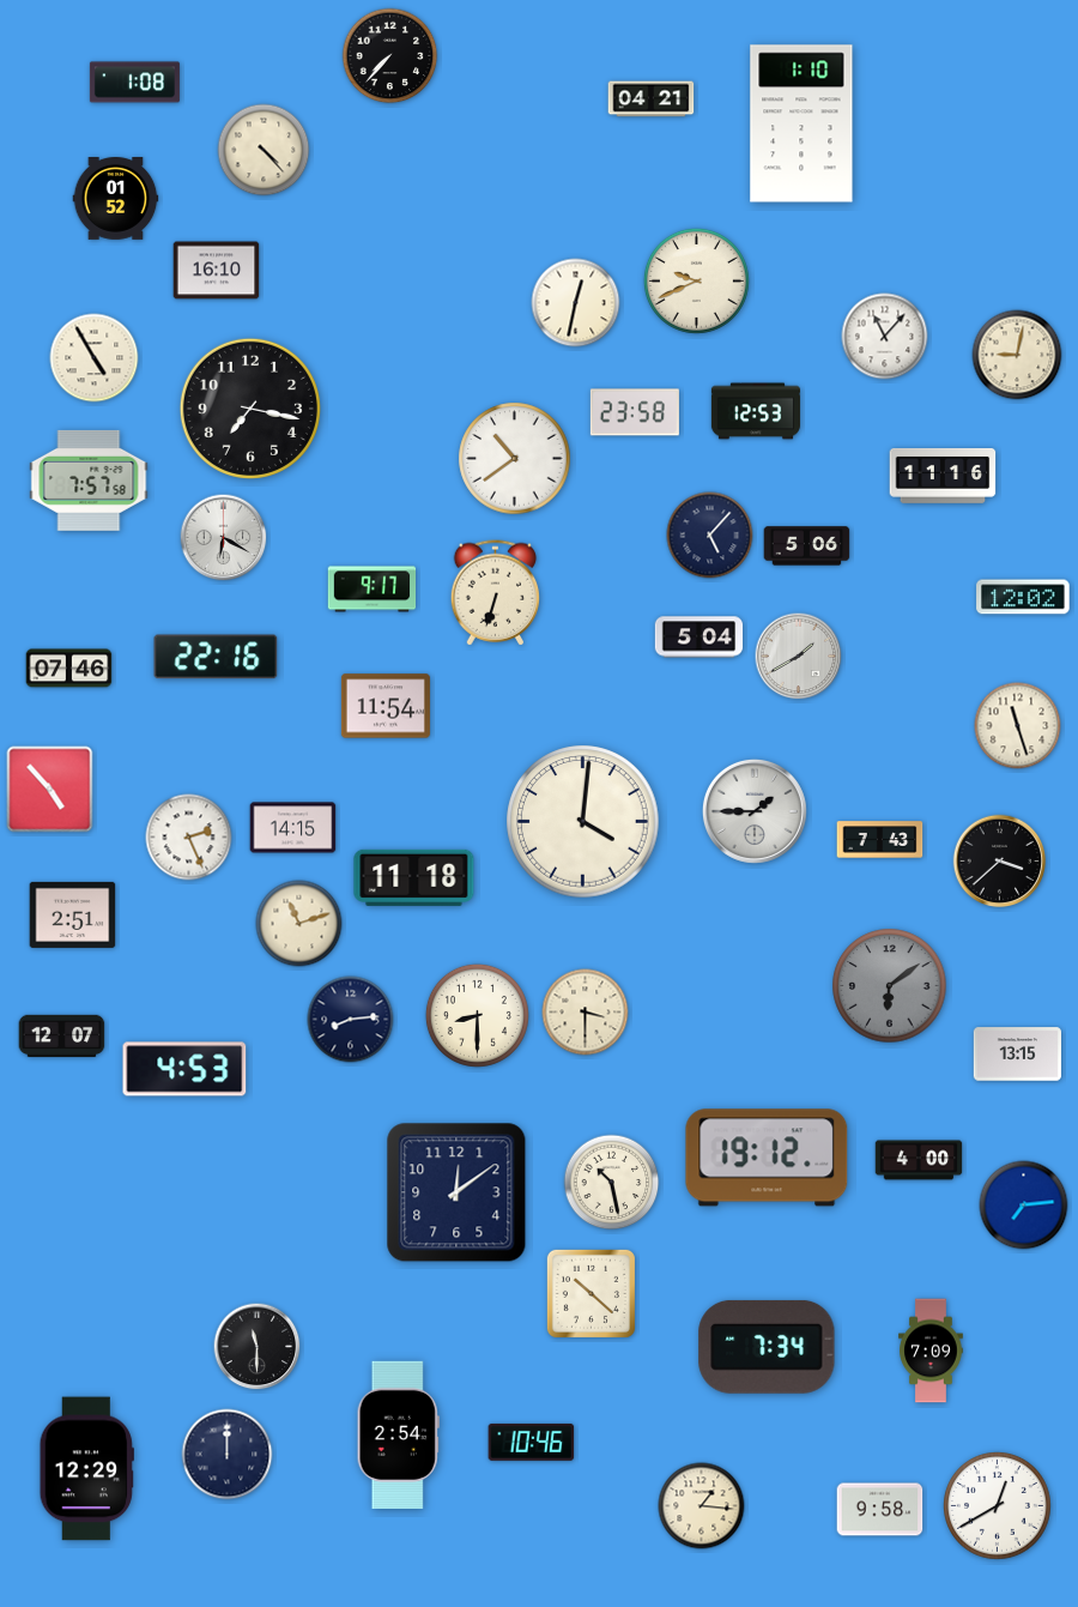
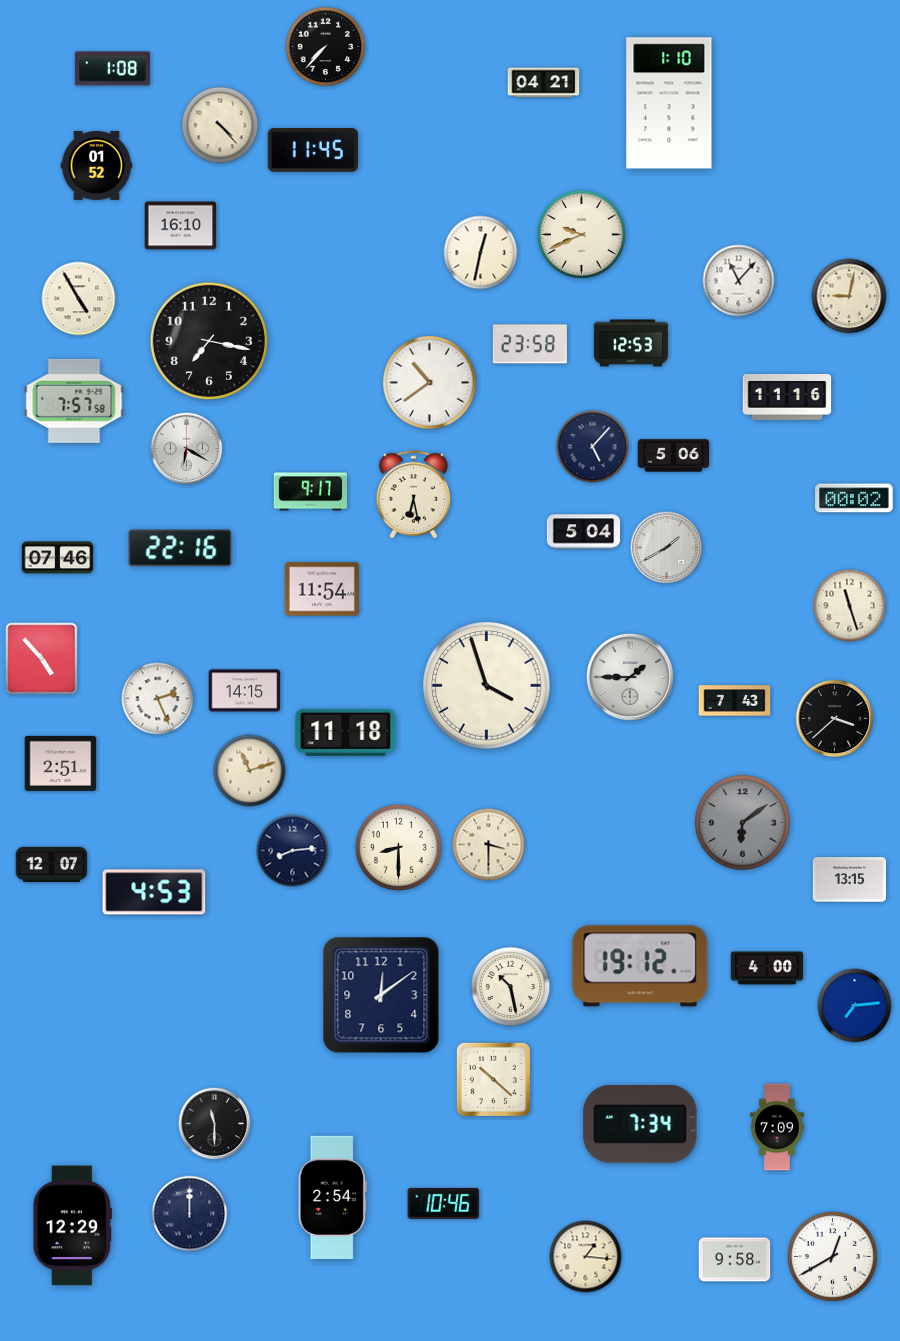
clock at (313, 150): none -> 11:45
clock at (496, 593): 6:33 -> 6:28
clock at (1023, 597): 12:02 -> 00:02
clock at (583, 822): 4:01 -> 3:57
